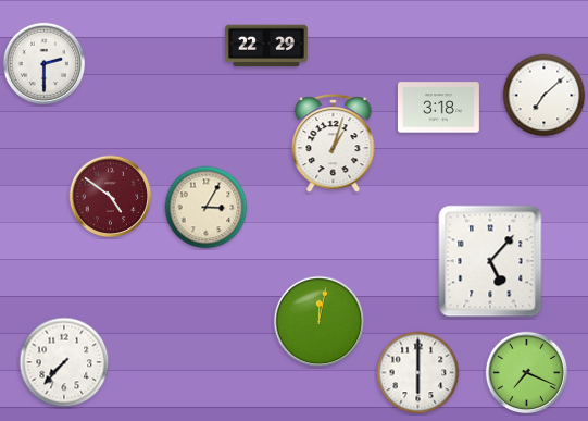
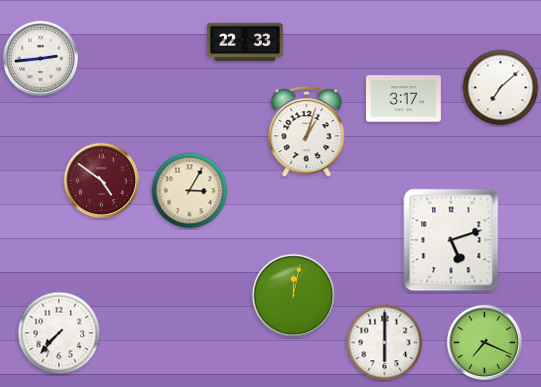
clock at (267, 46): 22:29 -> 22:33
clock at (45, 64): 2:30 -> 2:44
clock at (438, 108): 3:18 -> 3:17
clock at (490, 261): 5:07 -> 5:12
